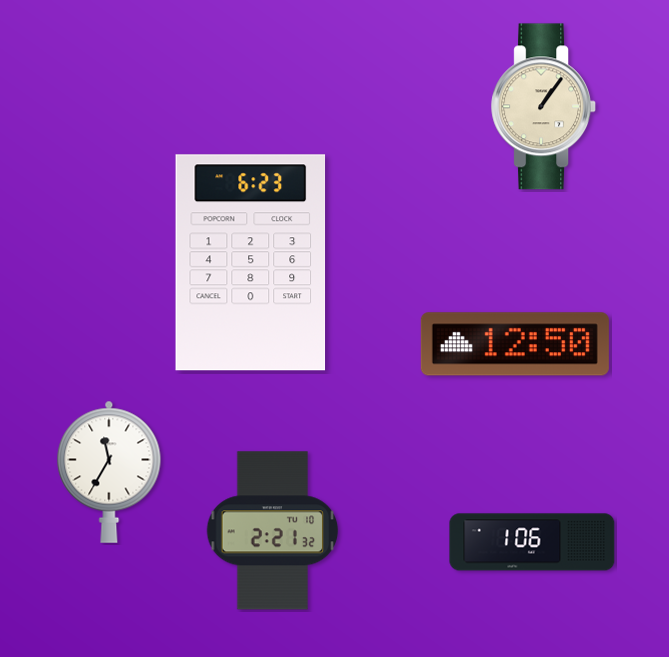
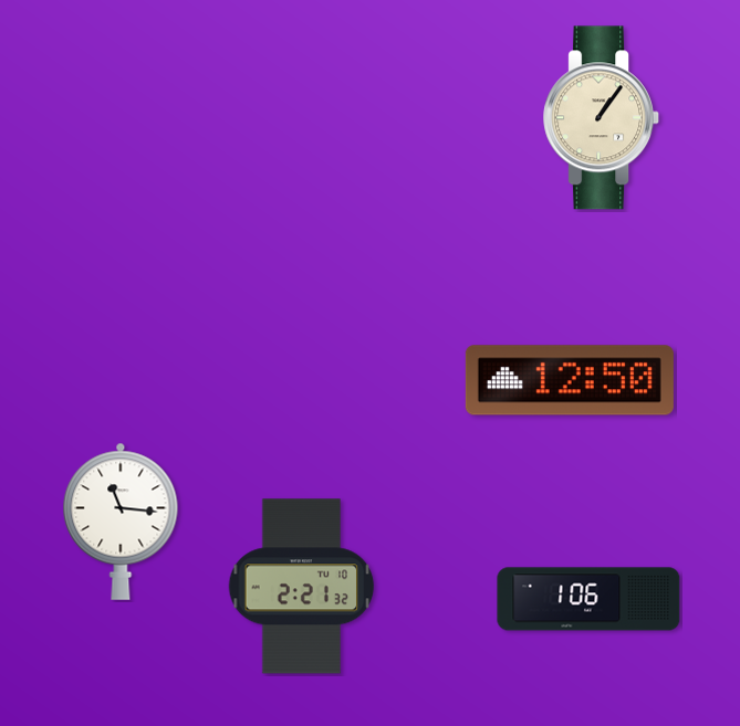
clock at (251, 263): 6:23 -> none
clock at (109, 472): 11:35 -> 11:16
